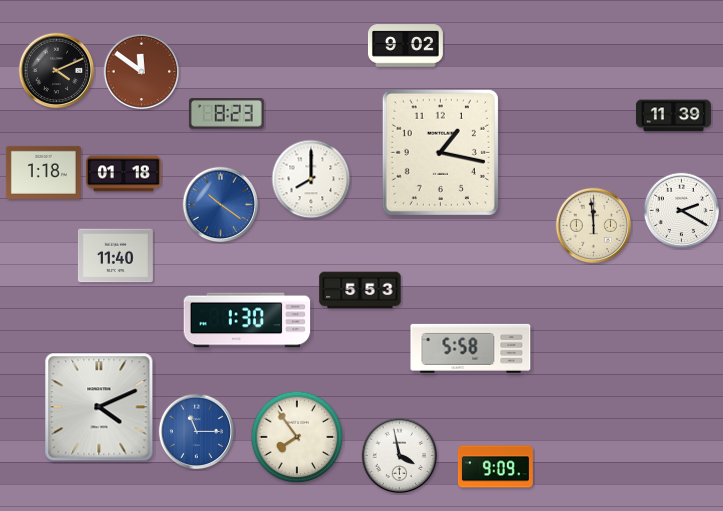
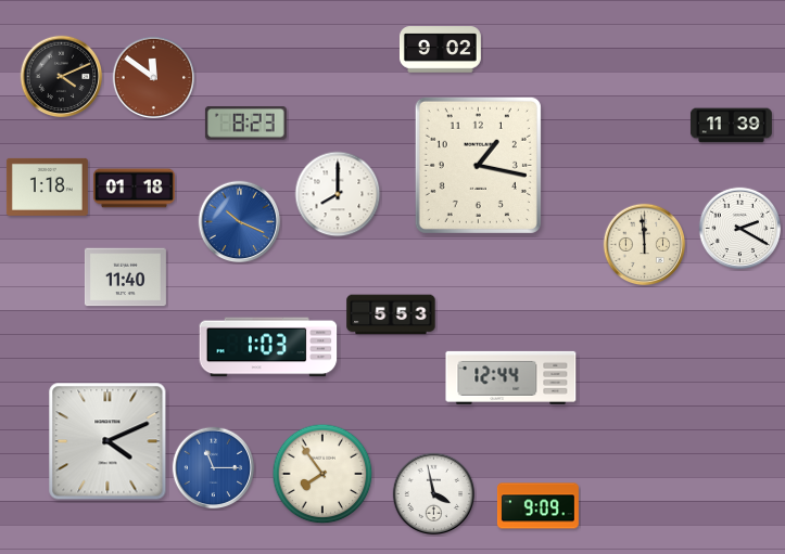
clock at (221, 205): 10:21 -> 10:19
clock at (247, 320): 1:30 -> 1:03
clock at (471, 348): 5:58 -> 12:44
